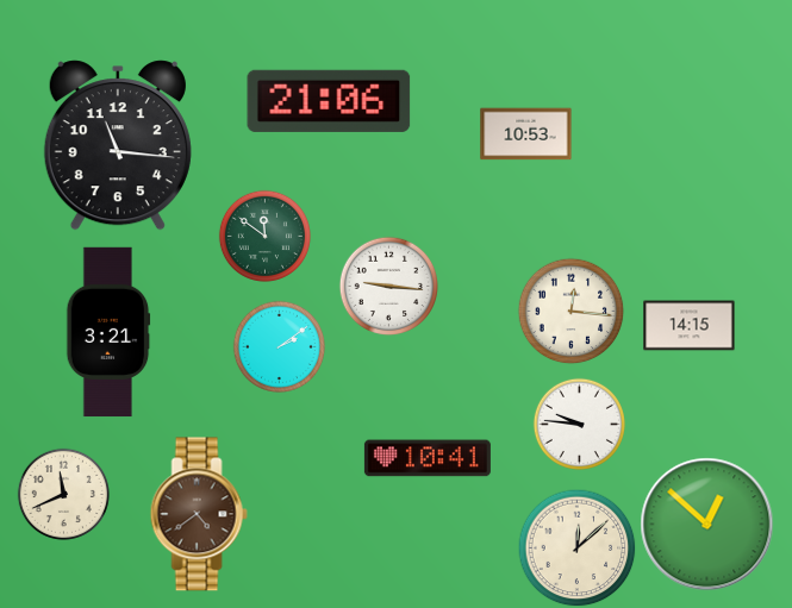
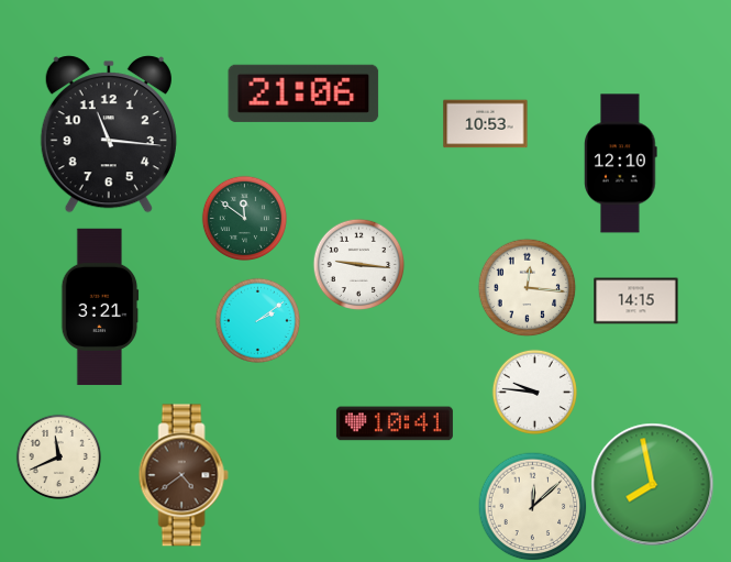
clock at (621, 164): none -> 12:10
clock at (707, 525): 12:52 -> 7:58
